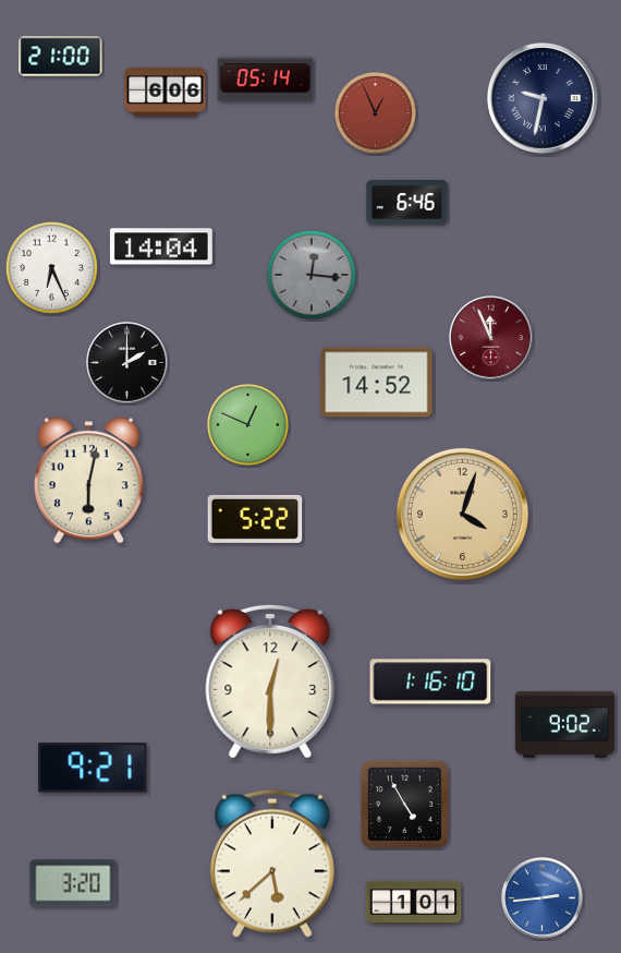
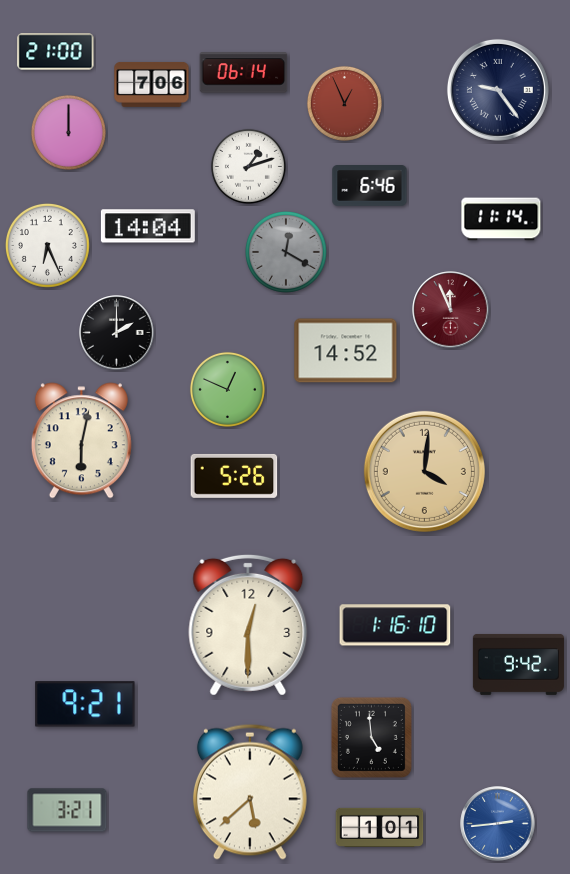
clock at (266, 80): 05:14 -> 06:14
clock at (166, 92): 6:06 -> 7:06
clock at (543, 98): 9:32 -> 9:24
clock at (68, 132): none -> 12:00
clock at (248, 166): none -> 1:12
clock at (407, 203) position: (407, 203) -> (370, 186)
clock at (501, 219): none -> 11:14
clock at (312, 275): 12:16 -> 12:20
clock at (462, 514): 4:03 -> 4:01
clock at (255, 519): 5:22 -> 5:26
clock at (564, 724): 9:02 -> 9:42
clock at (404, 804): 4:55 -> 4:59
clock at (73, 883): 3:20 -> 3:21
